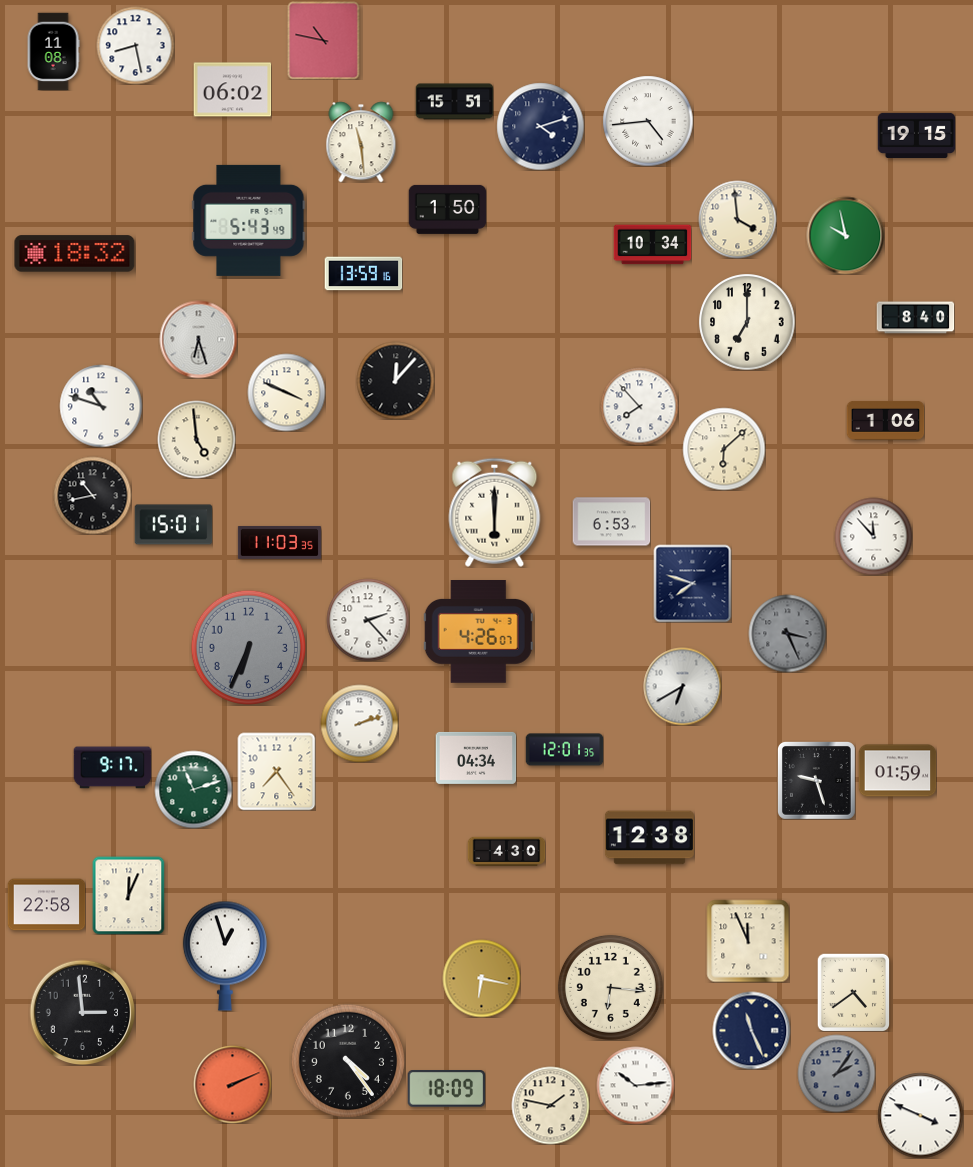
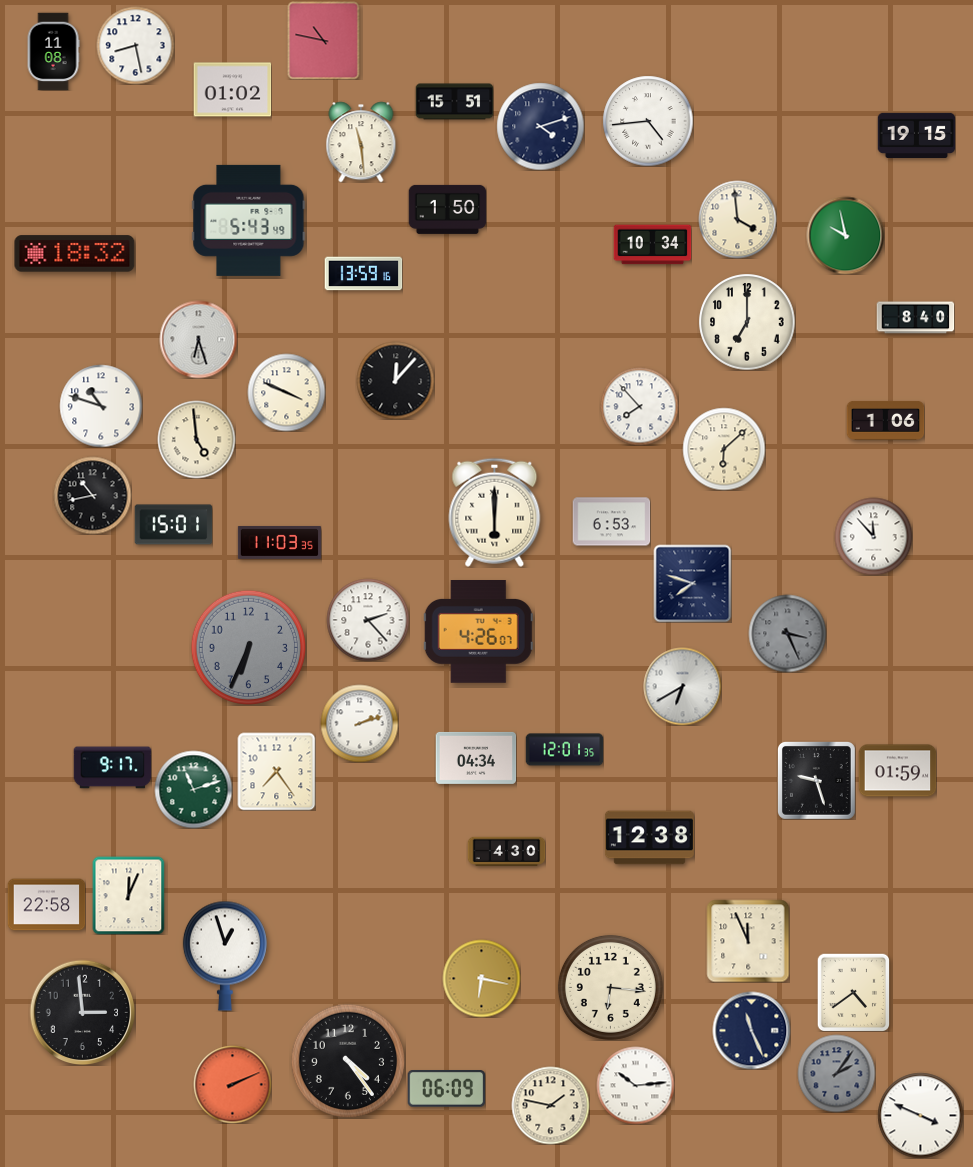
clock at (232, 90): 06:02 -> 01:02
clock at (446, 1089): 18:09 -> 06:09
